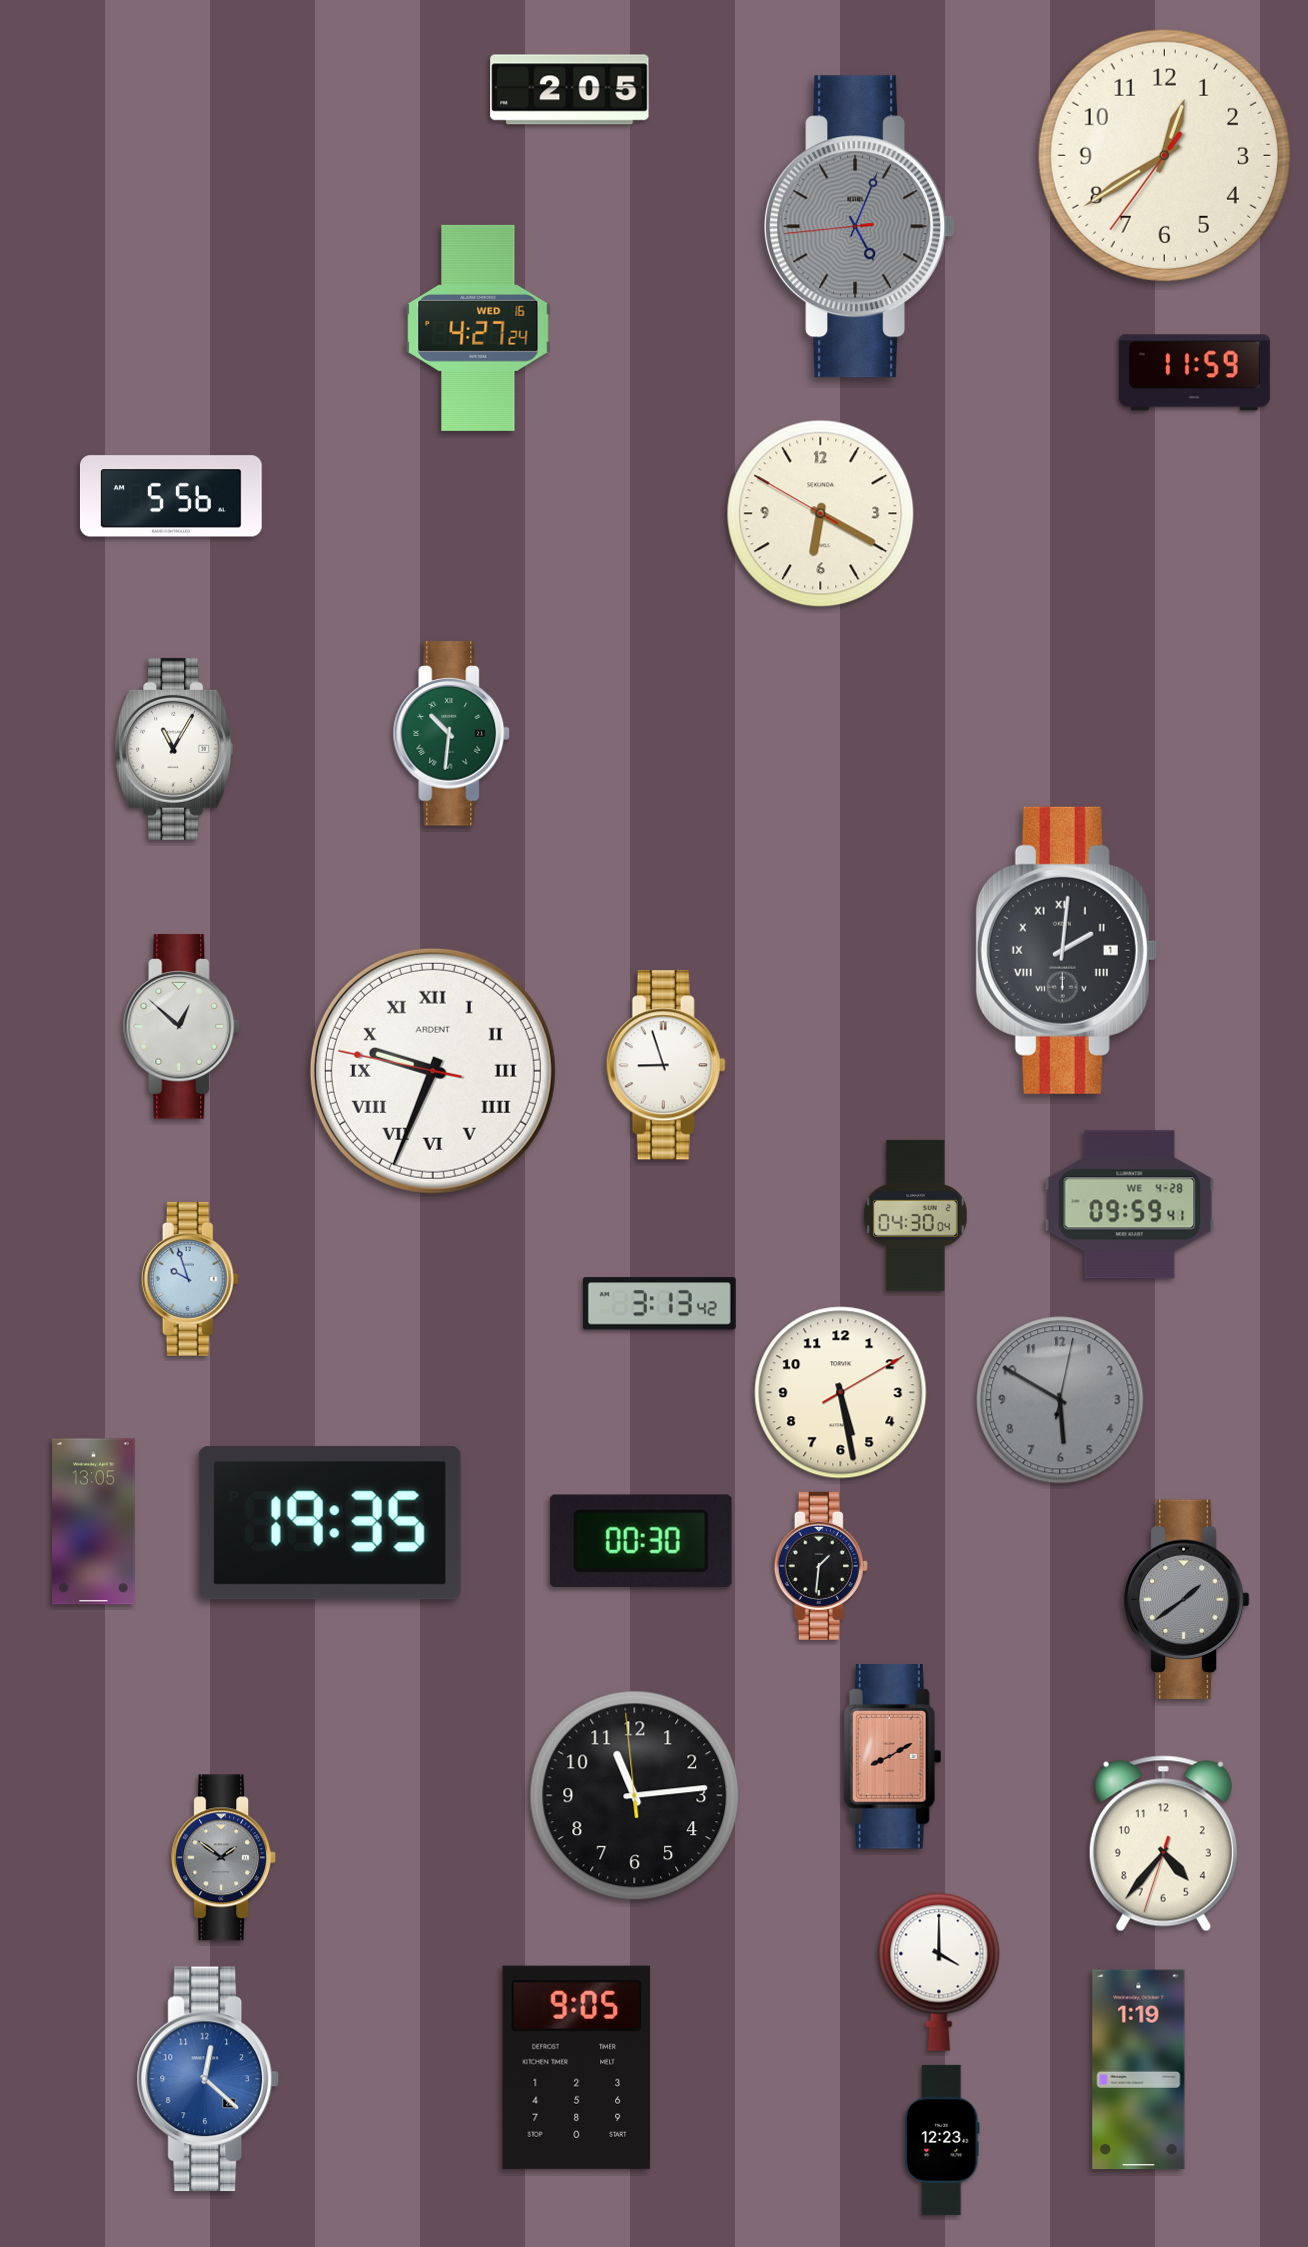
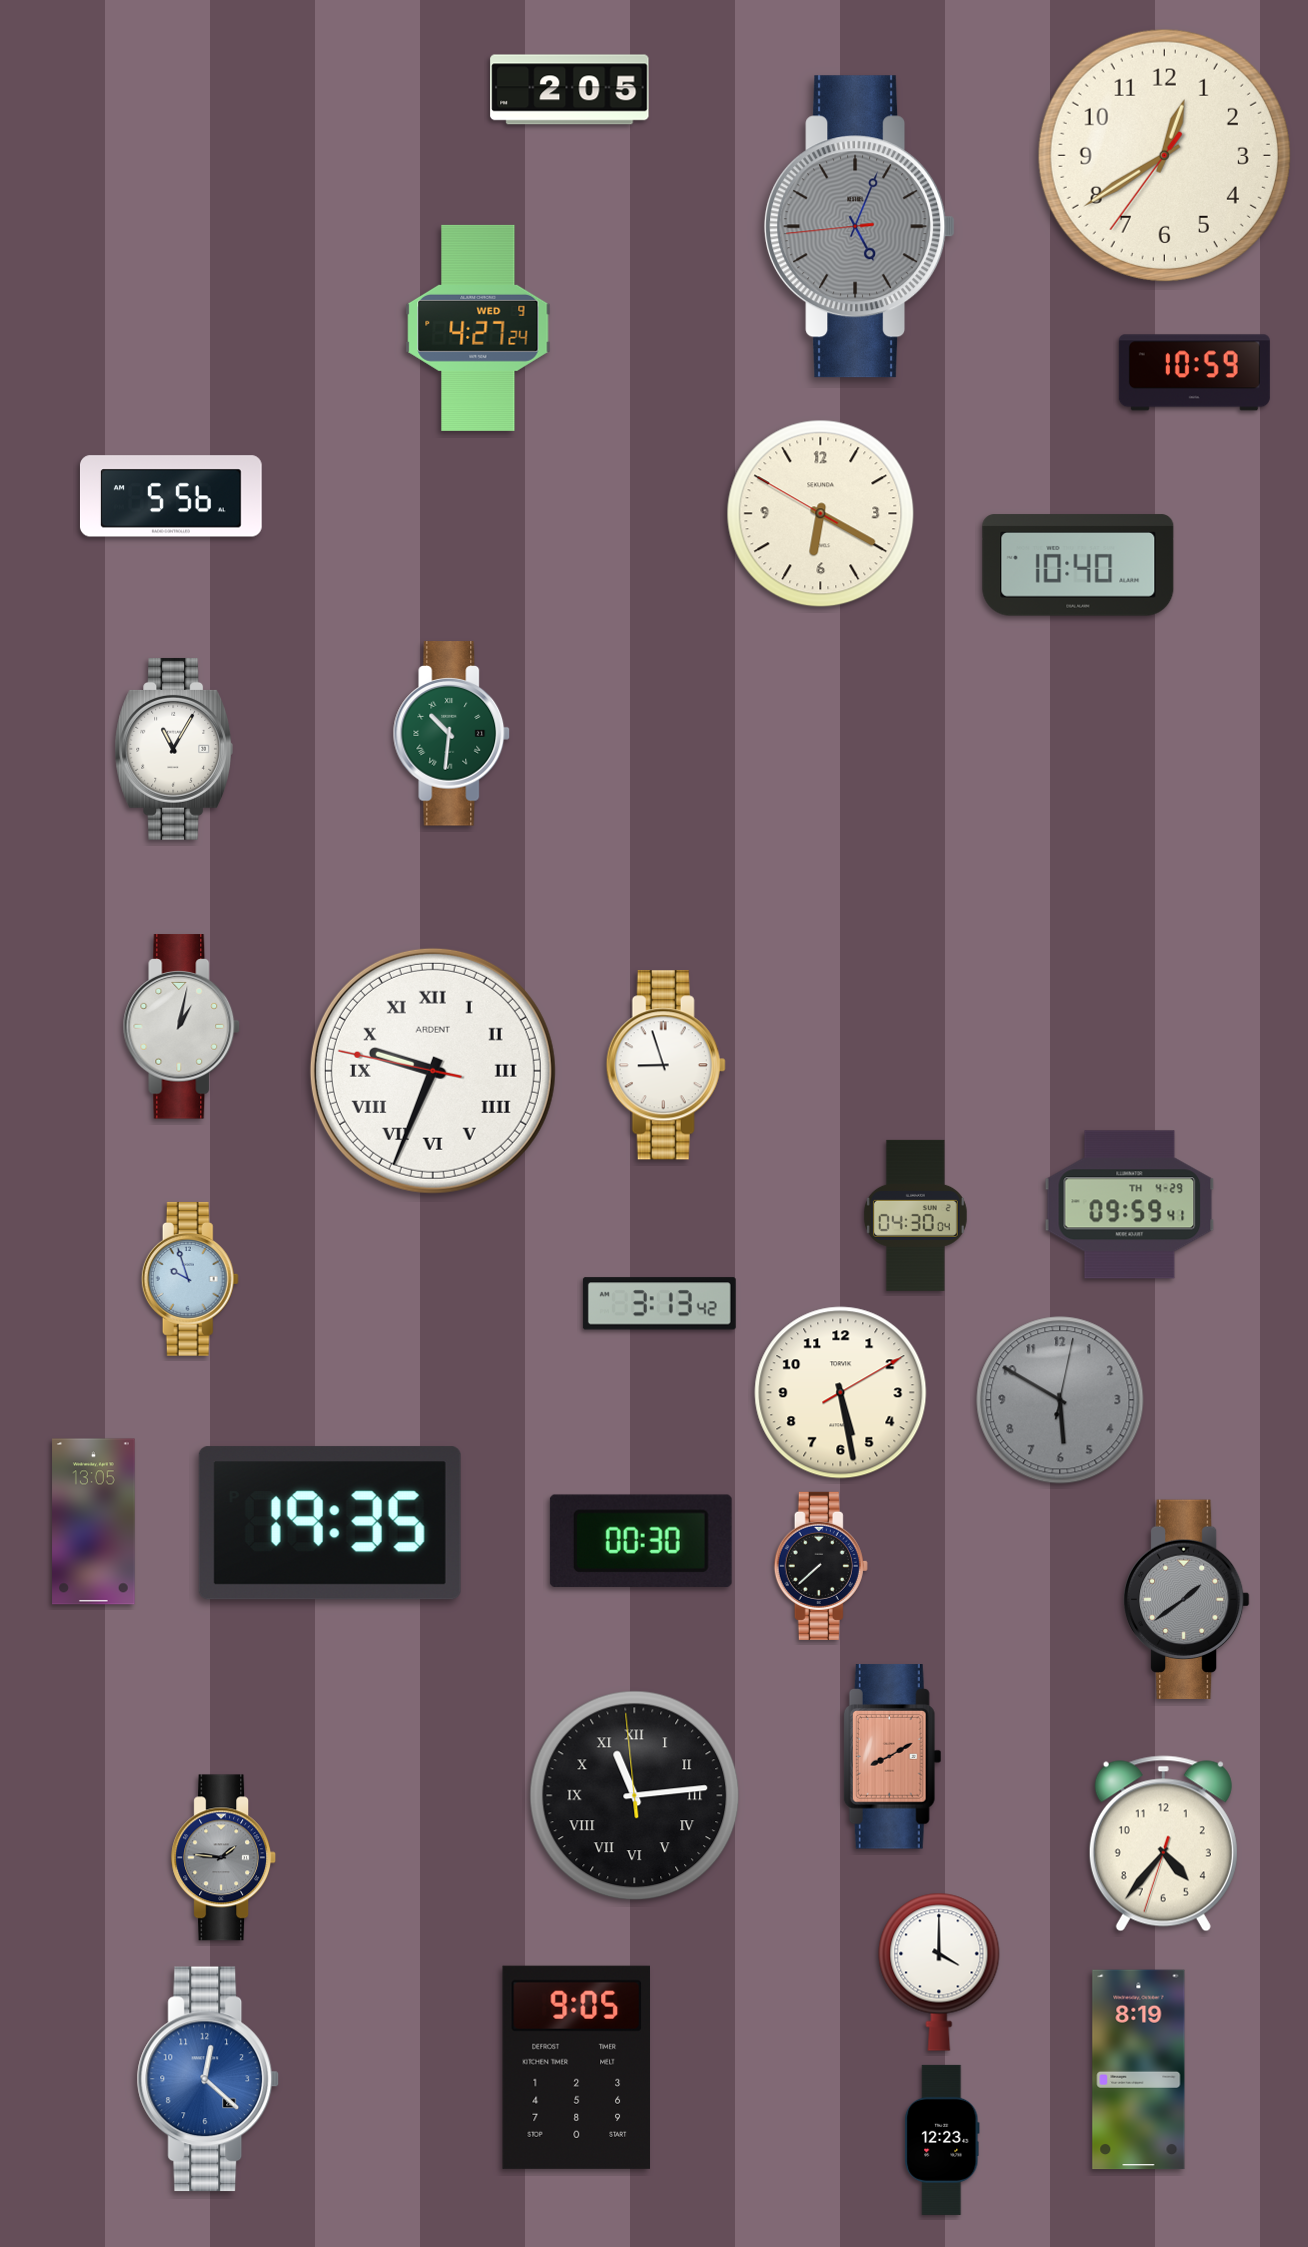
clock at (478, 328) date: WED 16 -> WED 9
clock at (1194, 373): 11:59 -> 10:59
clock at (1078, 565): none -> 10:40
clock at (1066, 950): 2:01 -> none
clock at (182, 1027): 12:52 -> 1:02
clock at (1130, 1205) date: WE 4-28 -> TH 4-29
clock at (821, 1566): 1:31 -> 7:38
clock at (635, 1796) numerals: Arabic -> Roman
clock at (224, 1858): 1:51 -> 1:46
clock at (1139, 2070): 1:19 -> 8:19
